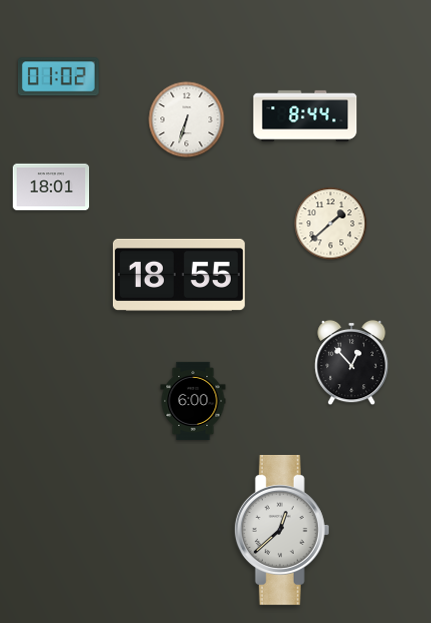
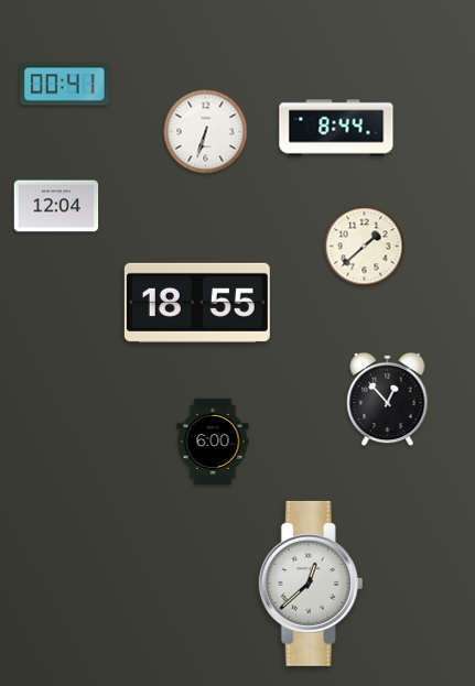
clock at (58, 77): 01:02 -> 00:41
clock at (51, 187): 18:01 -> 12:04
